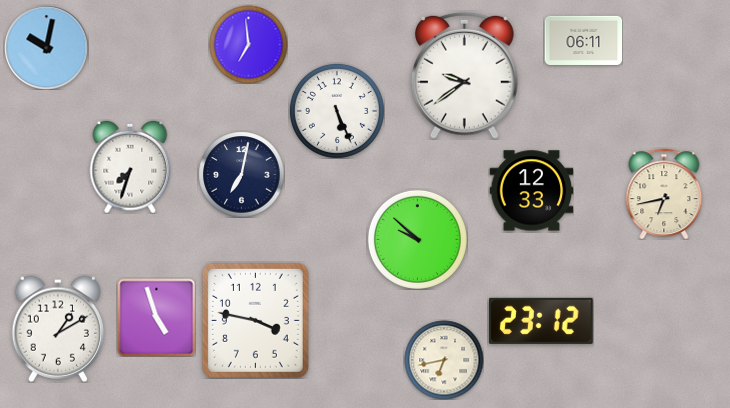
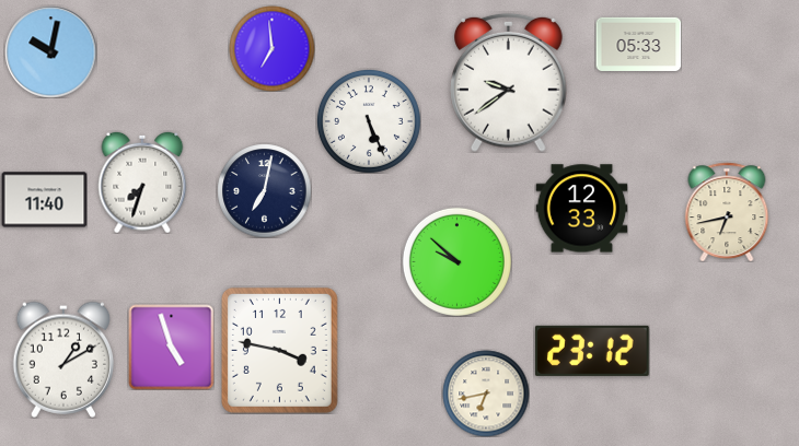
clock at (583, 40): 06:11 -> 05:33
clock at (44, 200): none -> 11:40
